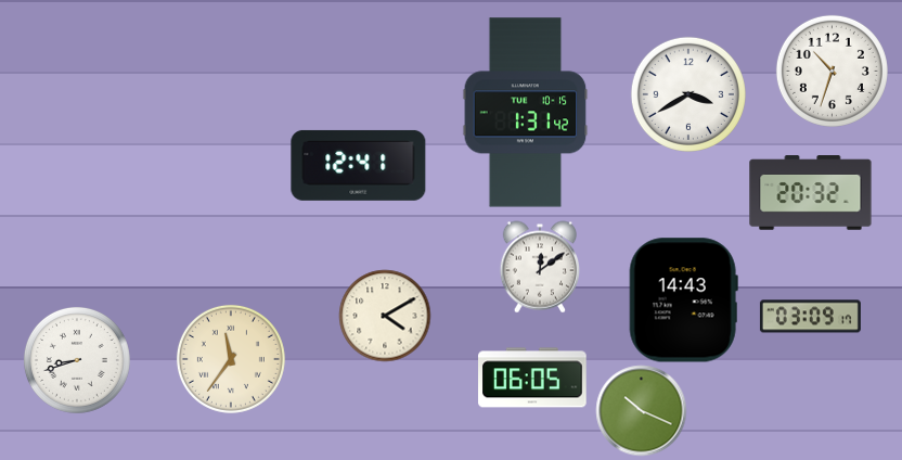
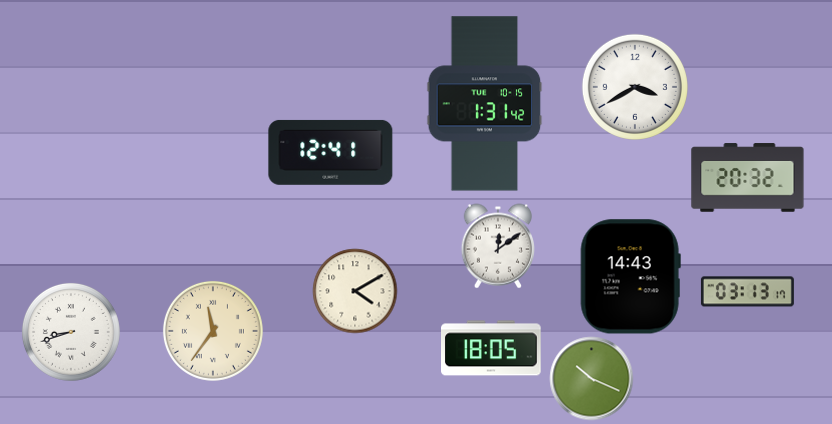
clock at (832, 71): 10:33 -> none
clock at (810, 317): 03:09 -> 03:13
clock at (533, 378): 06:05 -> 18:05
